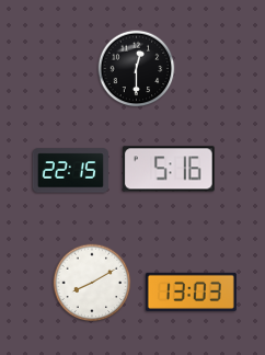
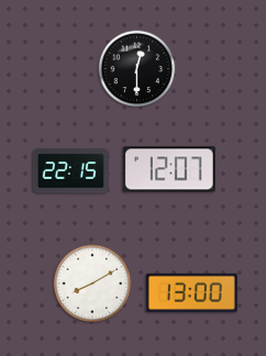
clock at (169, 169): 5:16 -> 12:07
clock at (191, 291): 13:03 -> 13:00
